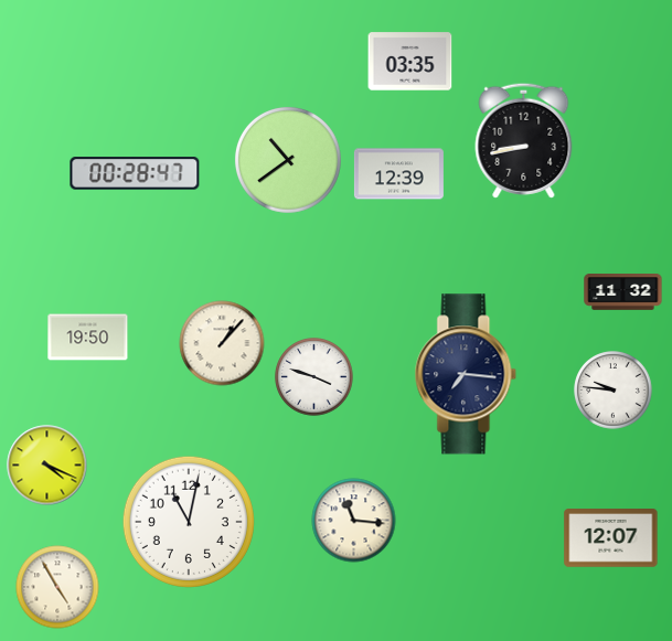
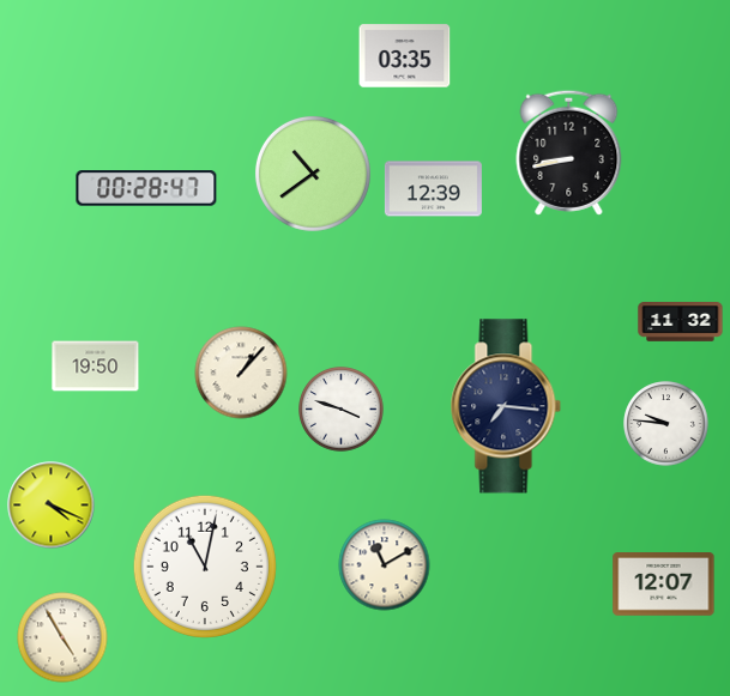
clock at (410, 62) position: (410, 62) -> (405, 56)
clock at (623, 292) position: (623, 292) -> (681, 322)
clock at (354, 521): 11:16 -> 11:10
